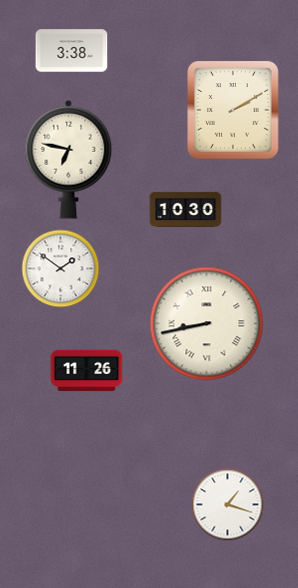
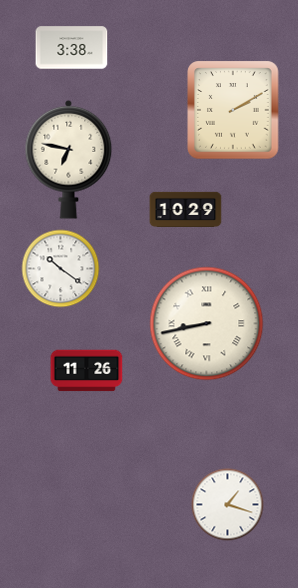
clock at (72, 51) position: (72, 51) -> (72, 48)
clock at (186, 209): 10:30 -> 10:29
clock at (61, 269): 1:51 -> 10:21
